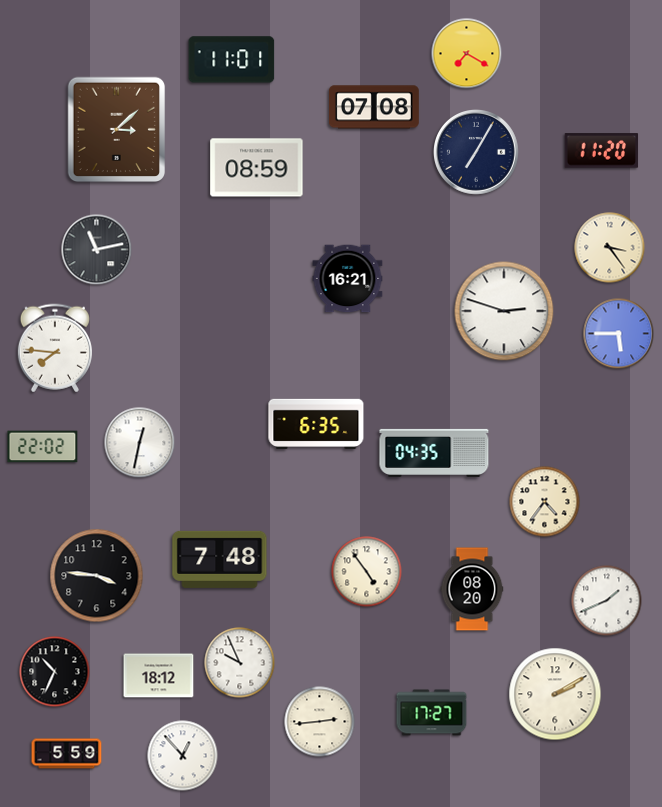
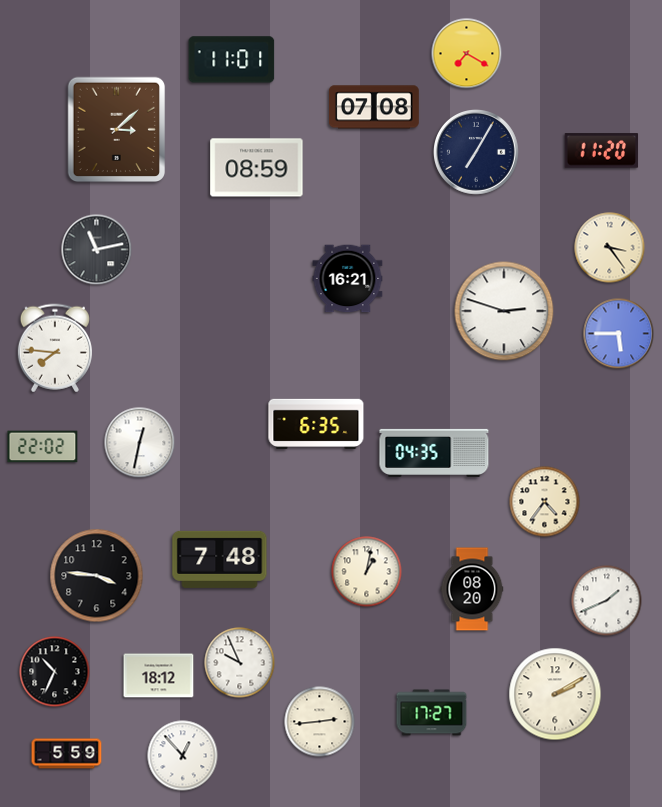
clock at (367, 572): 4:54 -> 1:02
